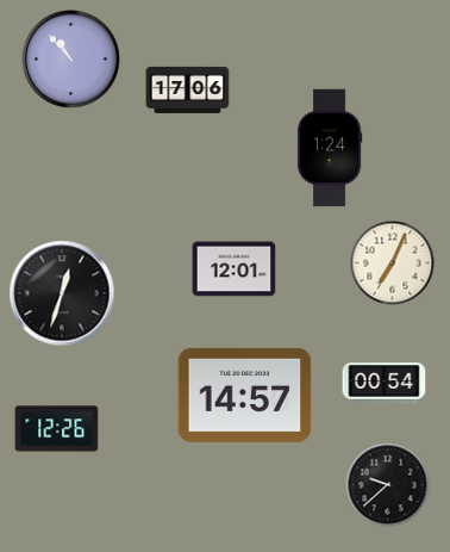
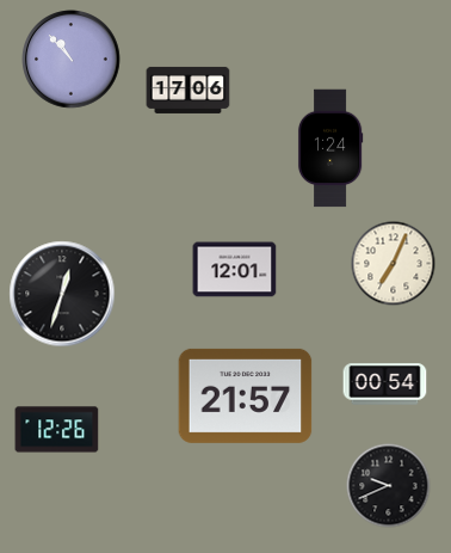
clock at (245, 395): 14:57 -> 21:57
clock at (388, 485): 9:38 -> 9:41
